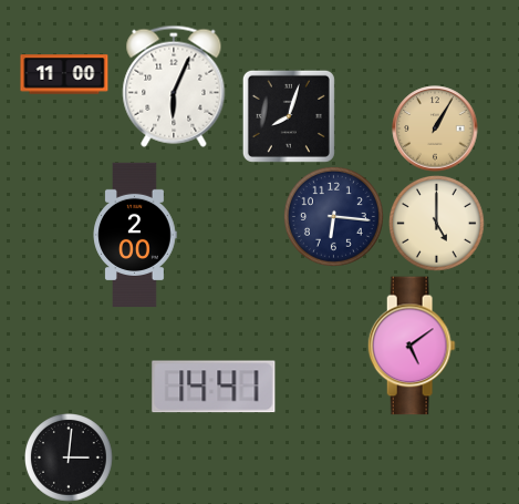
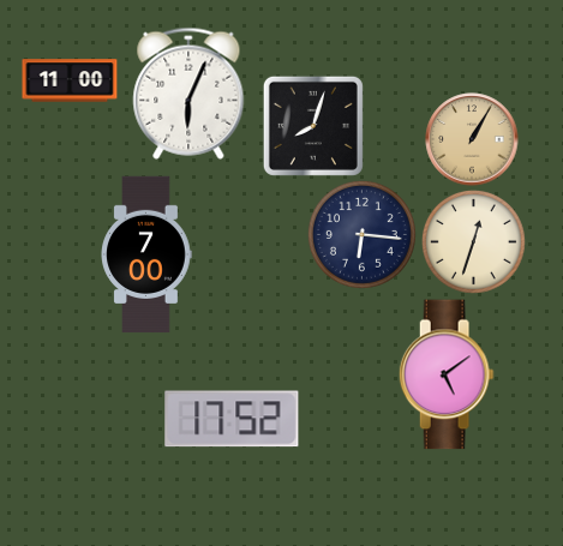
clock at (436, 223): 5:00 -> 12:33
clock at (135, 235): 2:00 -> 7:00
clock at (214, 387): 14:41 -> 17:52
clock at (70, 459): 3:01 -> none
